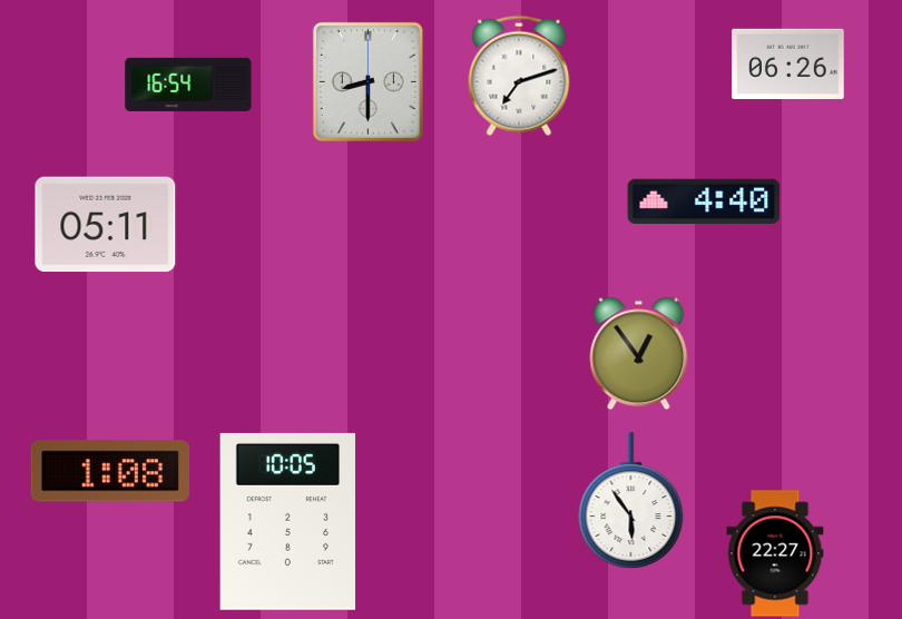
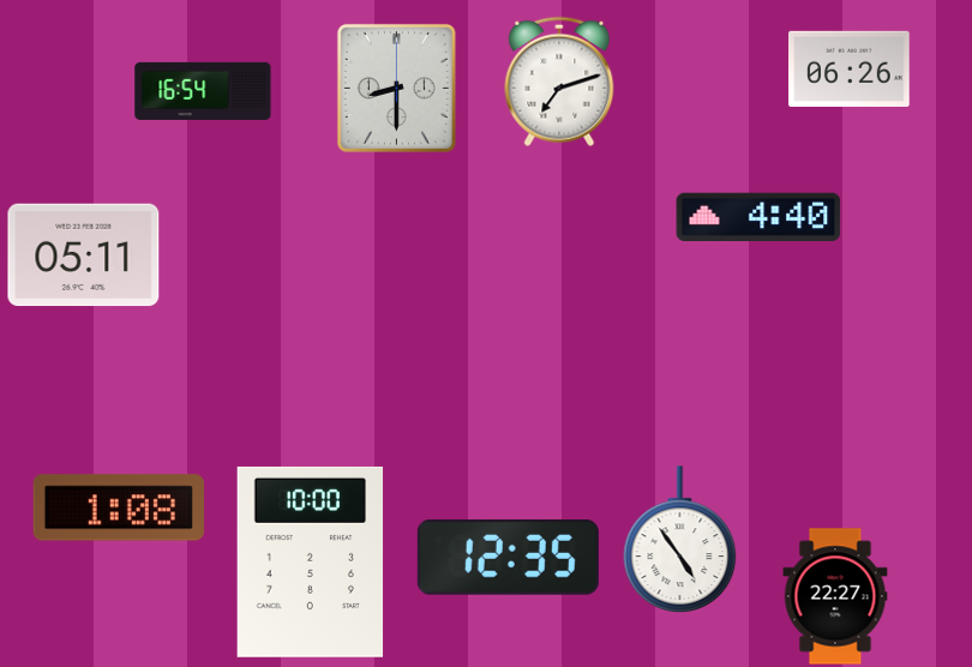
clock at (106, 225) position: (106, 225) -> (84, 256)
clock at (639, 353): 12:54 -> none
clock at (631, 501): 5:54 -> 4:54
clock at (508, 557): none -> 12:35
clock at (288, 521): 10:05 -> 10:00
